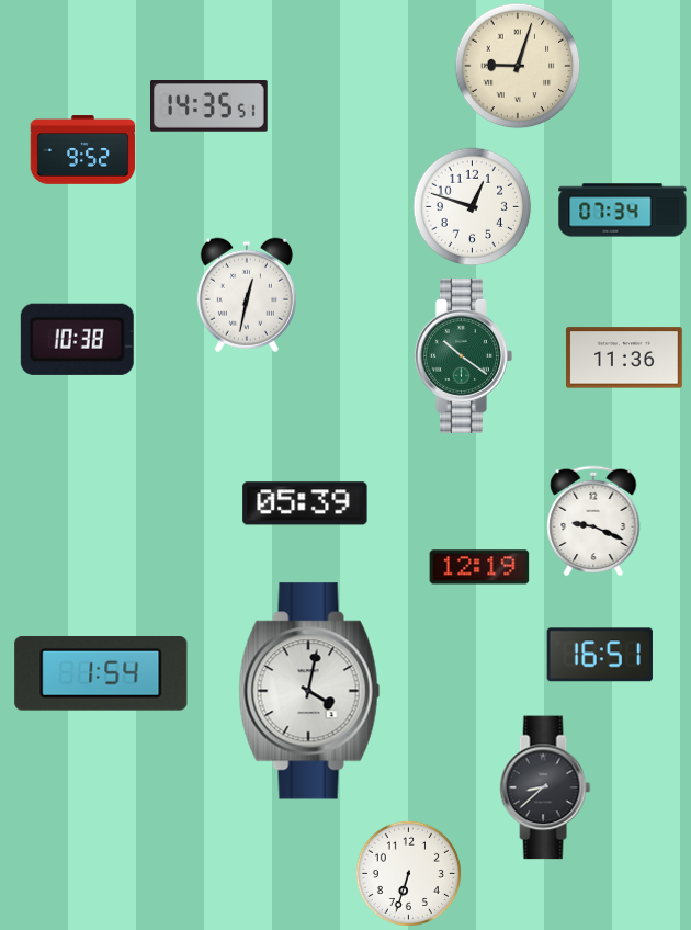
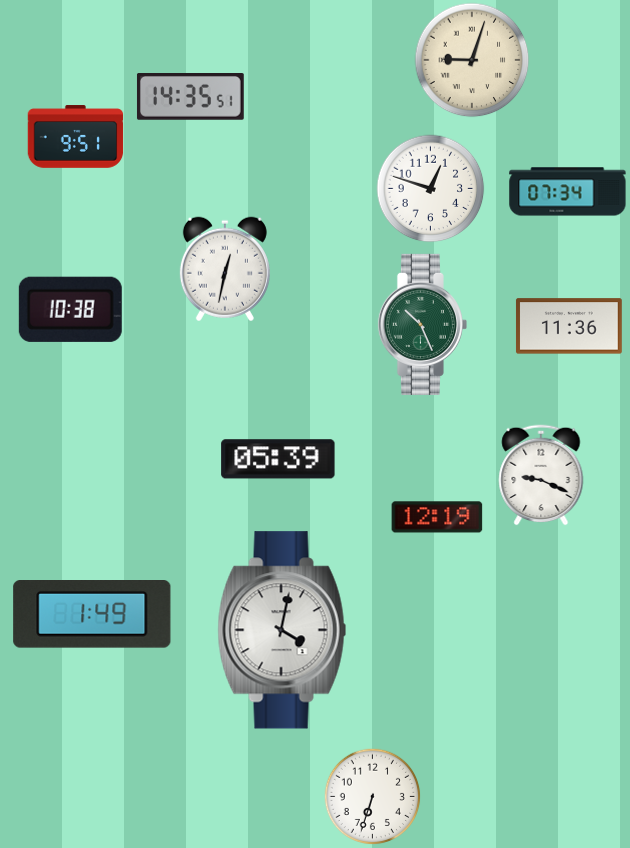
clock at (83, 150): 9:52 -> 9:51
clock at (463, 355): 10:21 -> 10:26
clock at (600, 655): 16:51 -> none
clock at (101, 674): 1:54 -> 1:49
clock at (545, 787): 8:38 -> none
